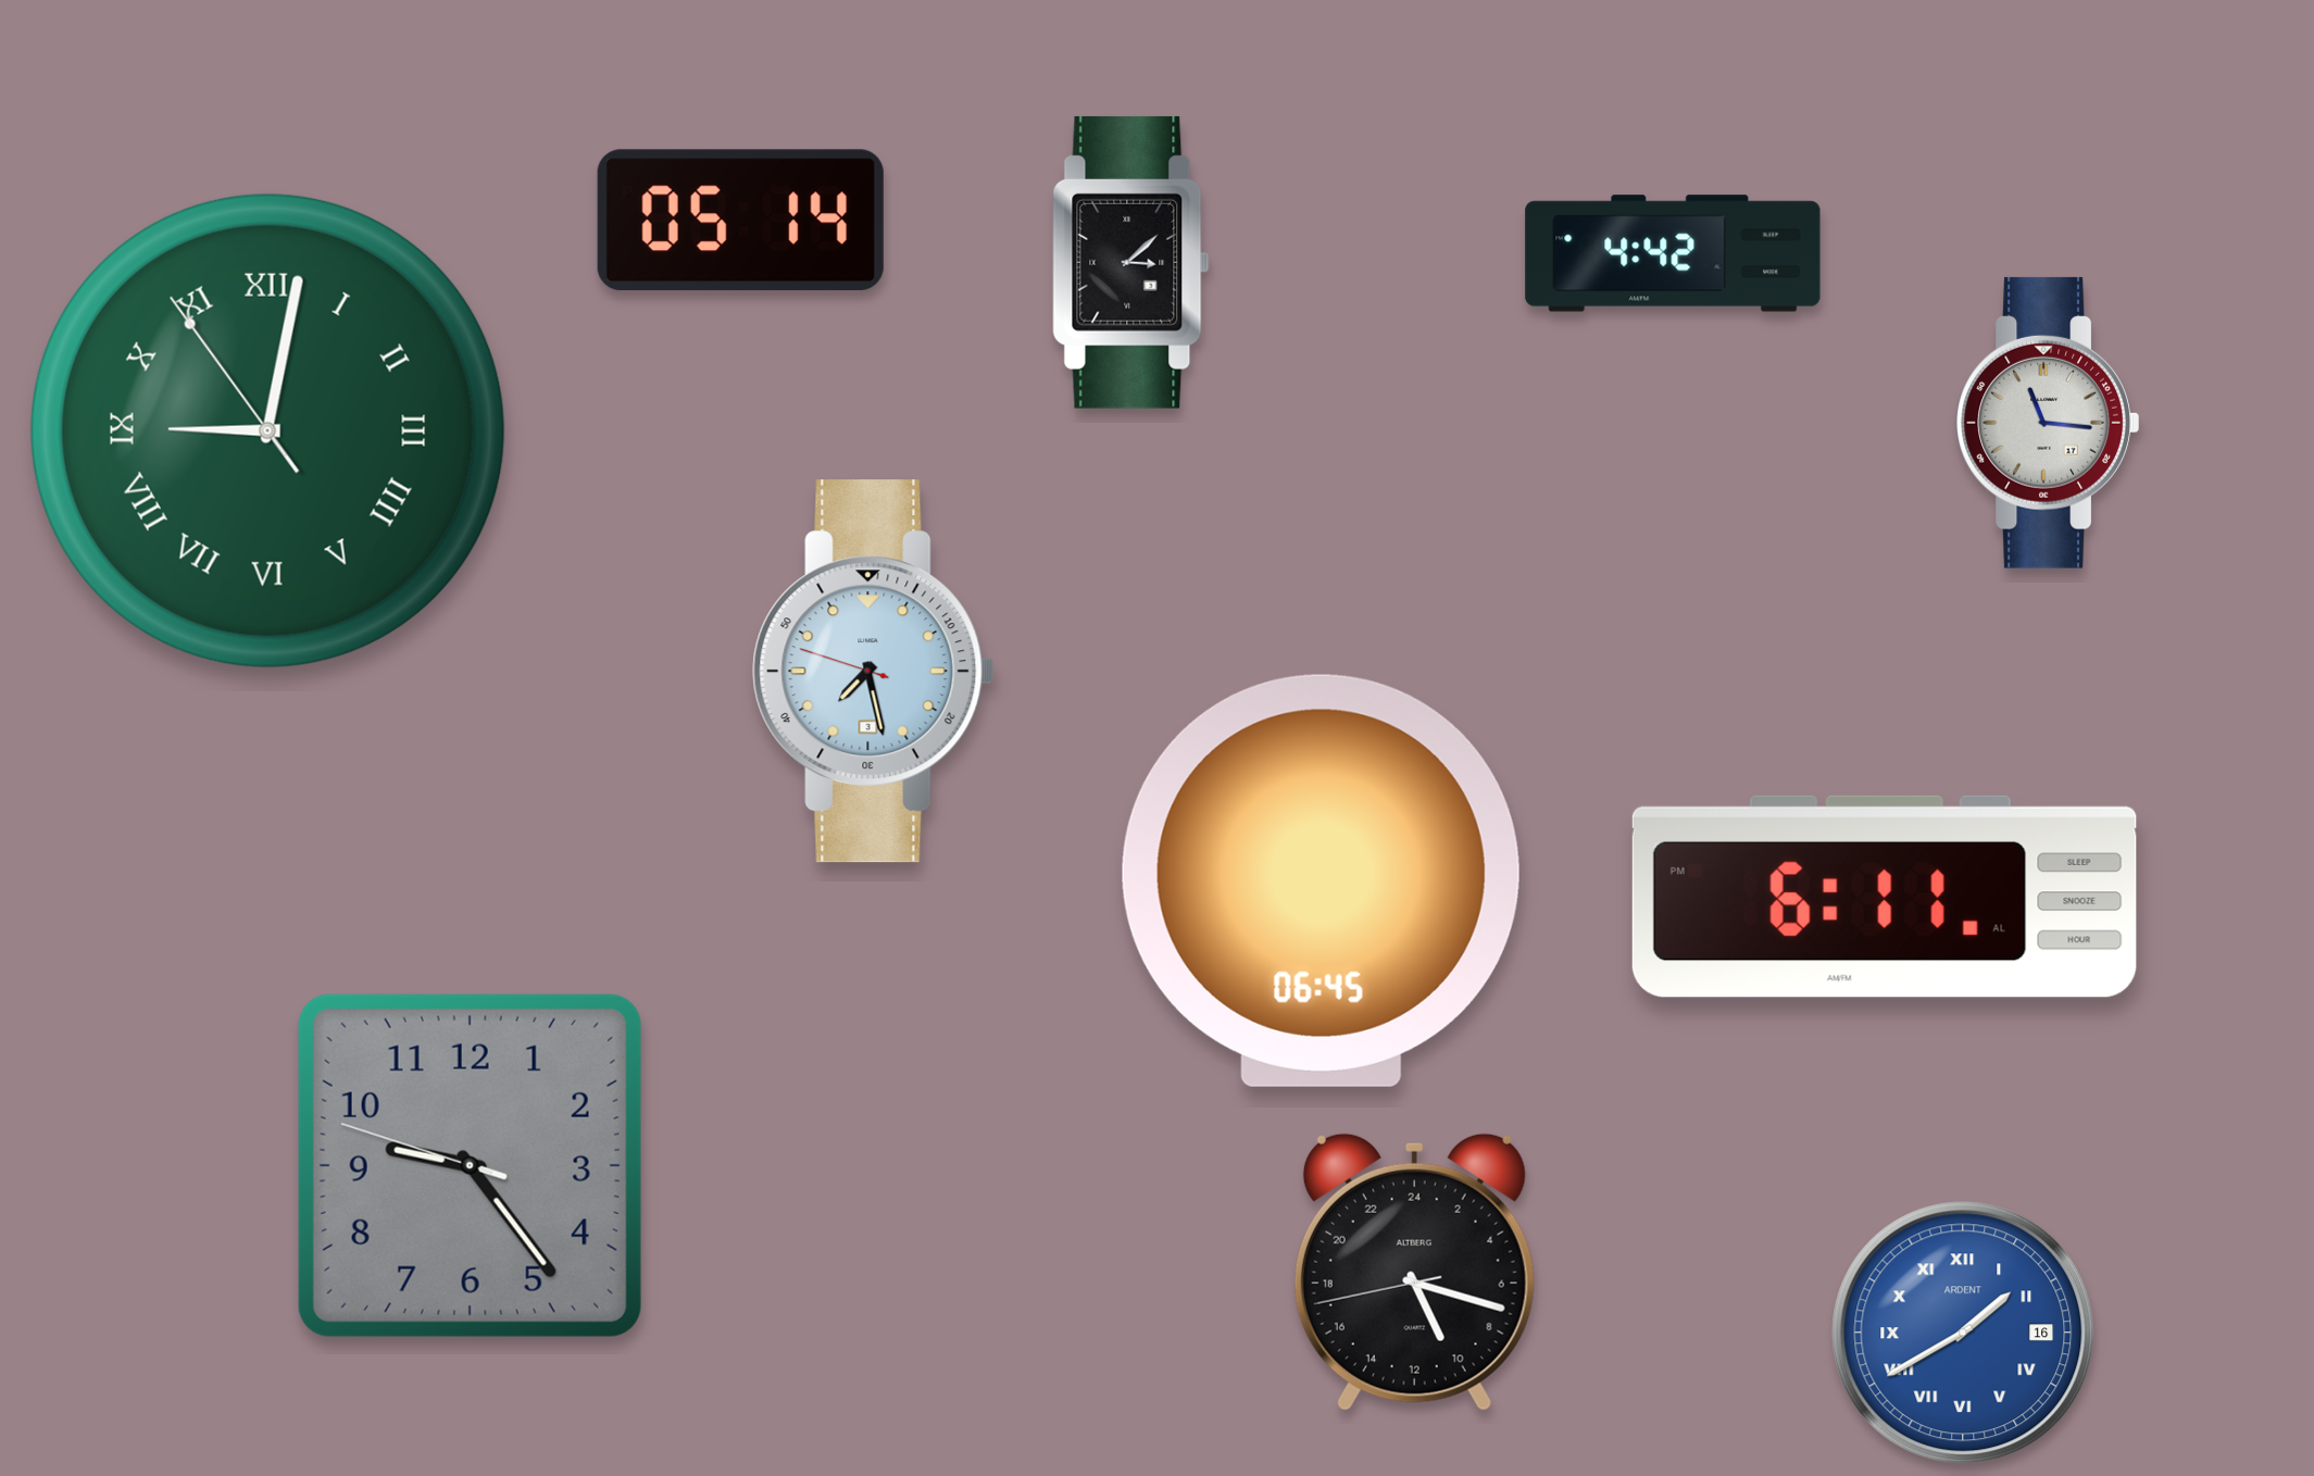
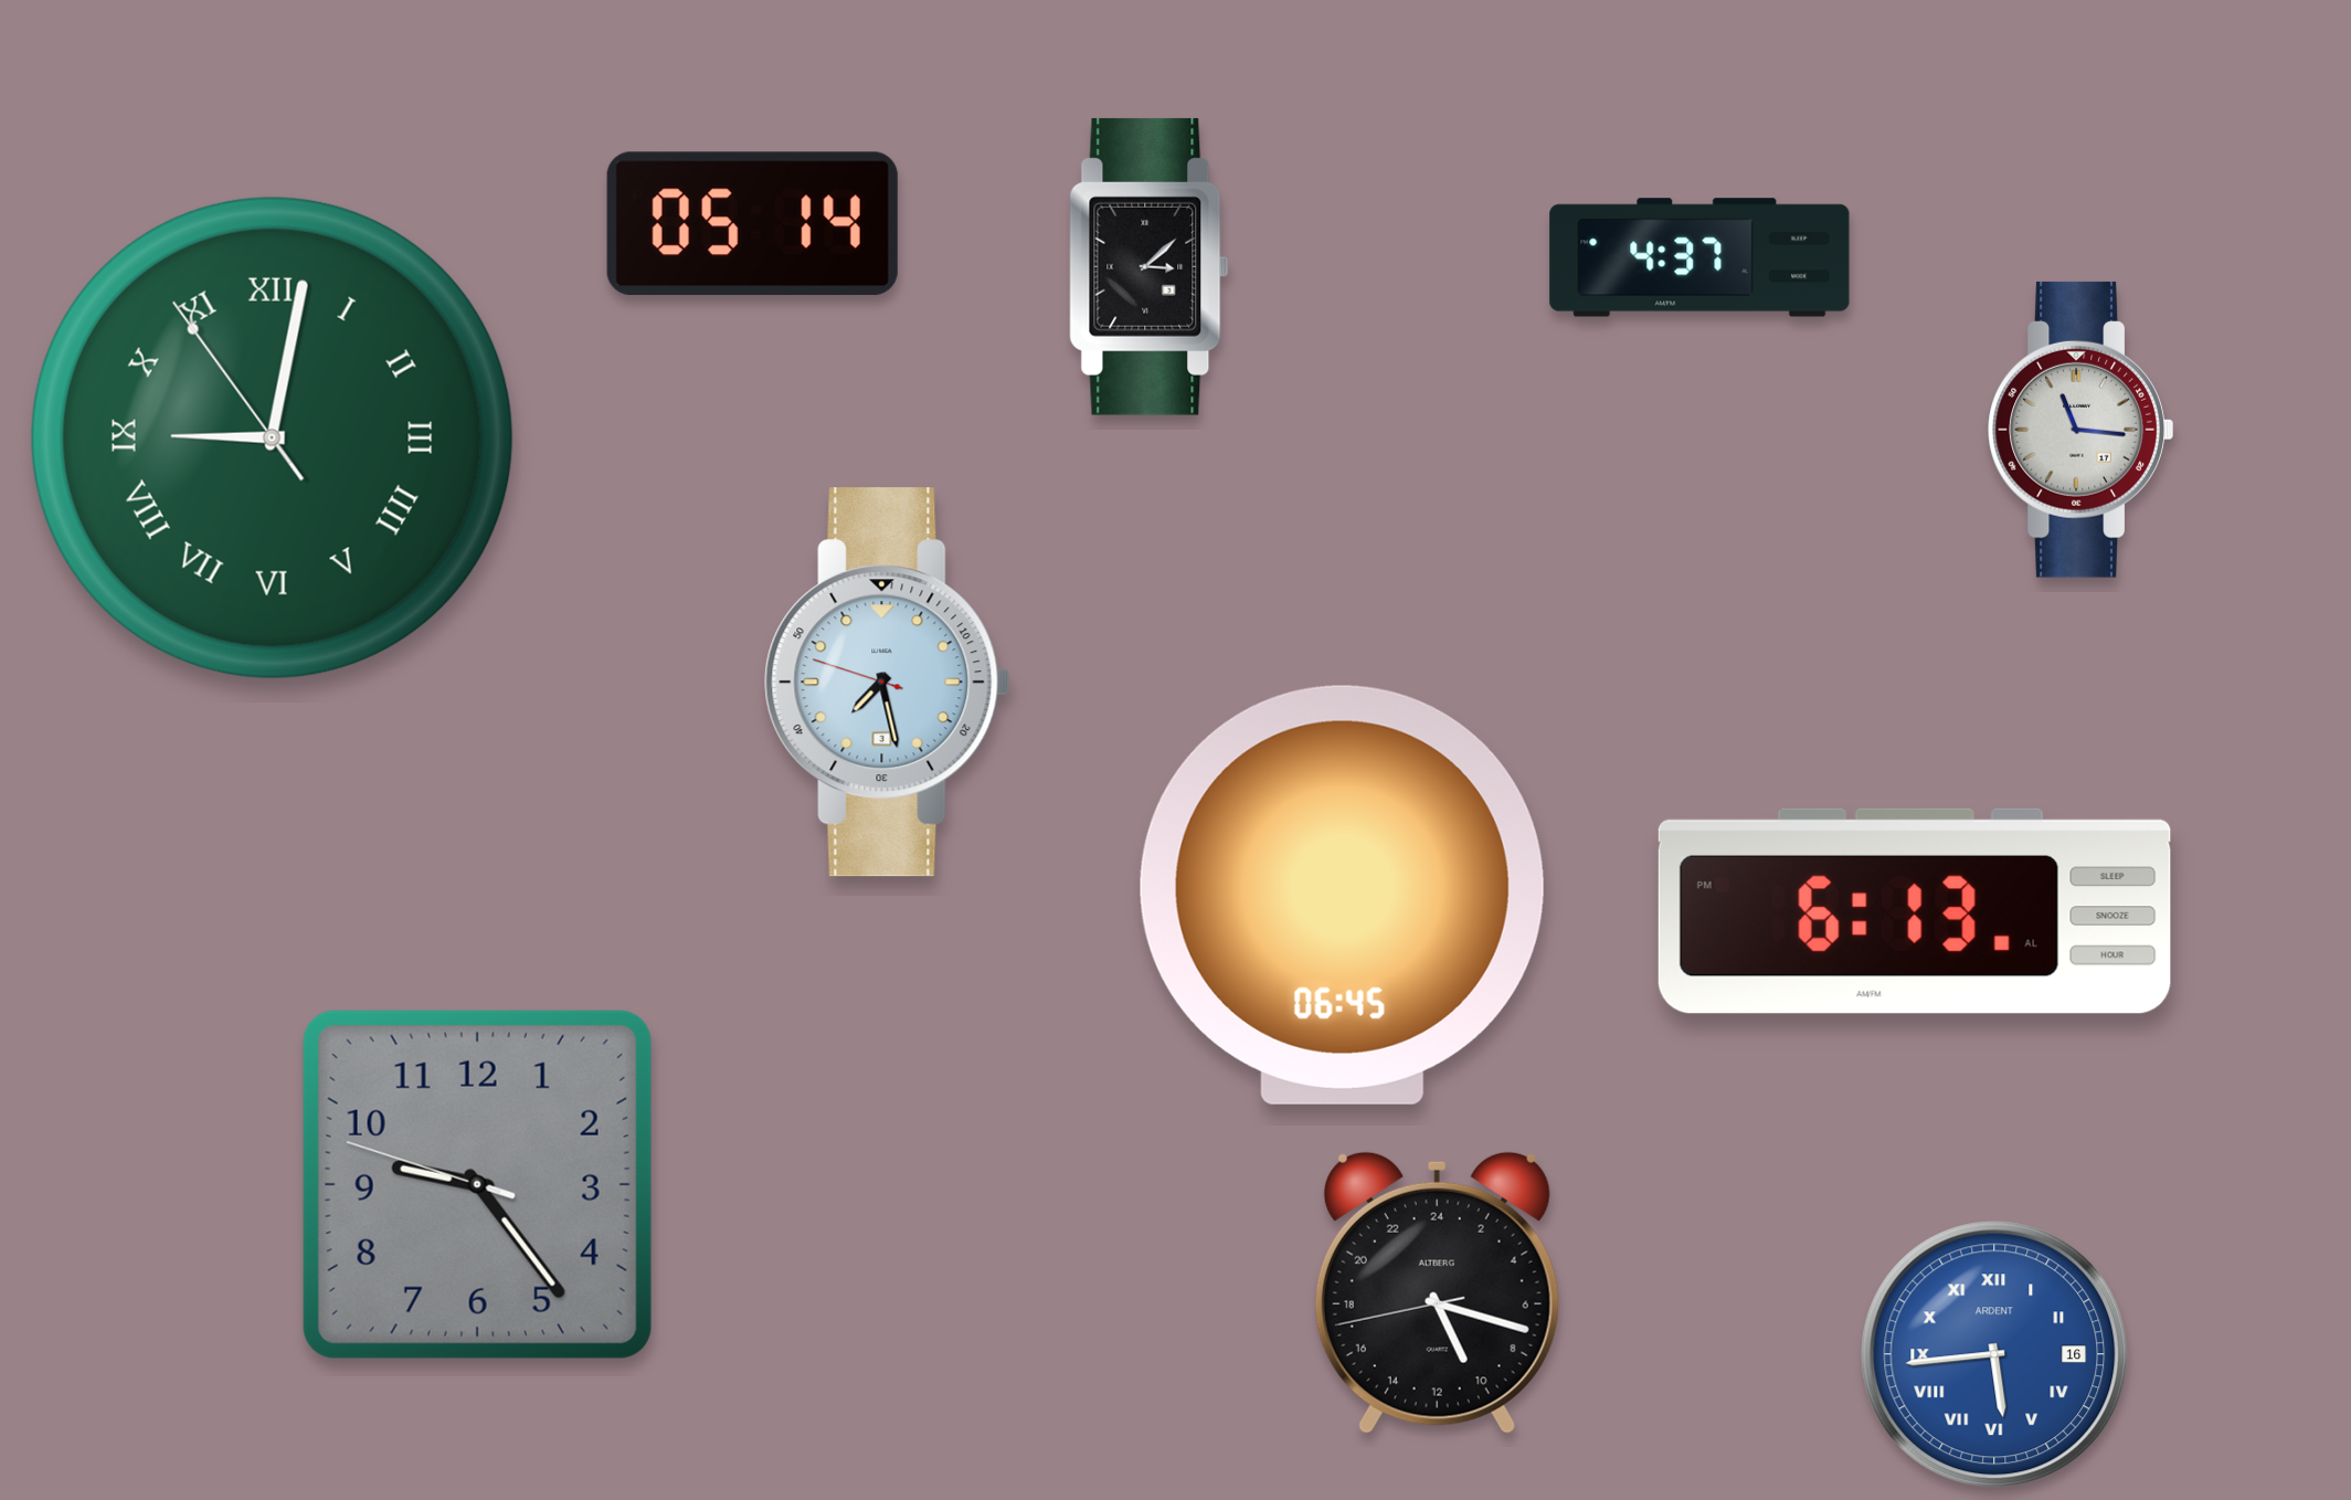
clock at (1673, 253): 4:42 -> 4:37
clock at (1885, 897): 6:11 -> 6:13
clock at (1963, 1333): 1:40 -> 5:44
